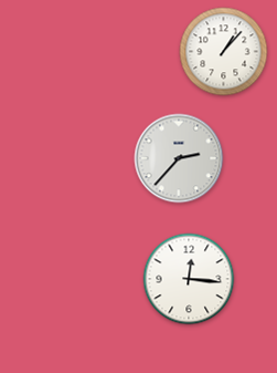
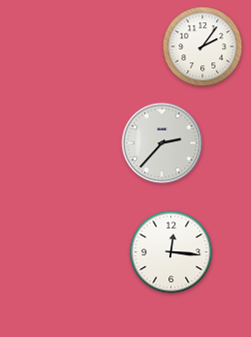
clock at (224, 52): 1:07 -> 2:06
